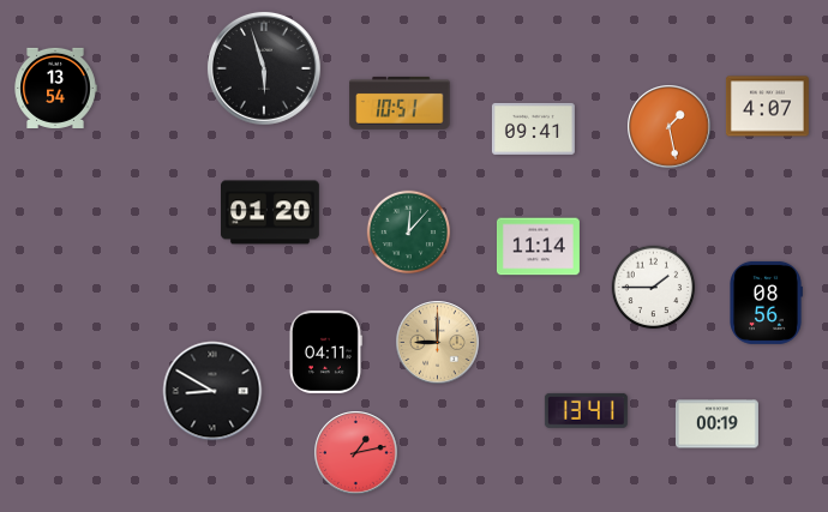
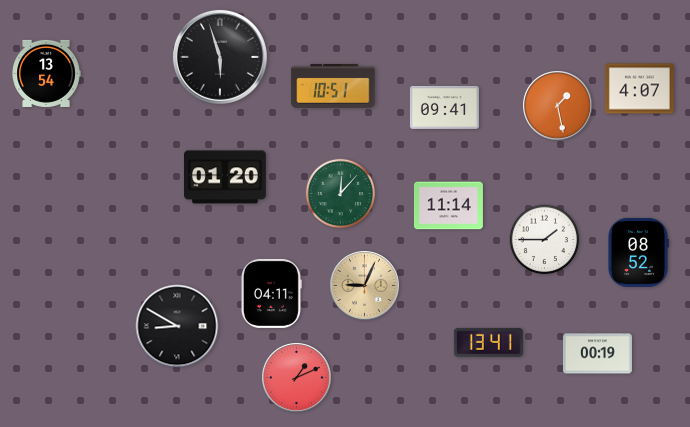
clock at (766, 302): 08:56 -> 08:52
clock at (438, 343): 9:00 -> 9:04
clock at (356, 453): 1:13 -> 1:11
